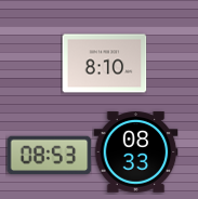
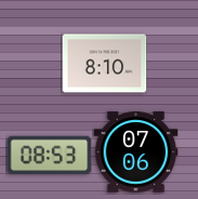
clock at (135, 152): 08:33 -> 07:06
